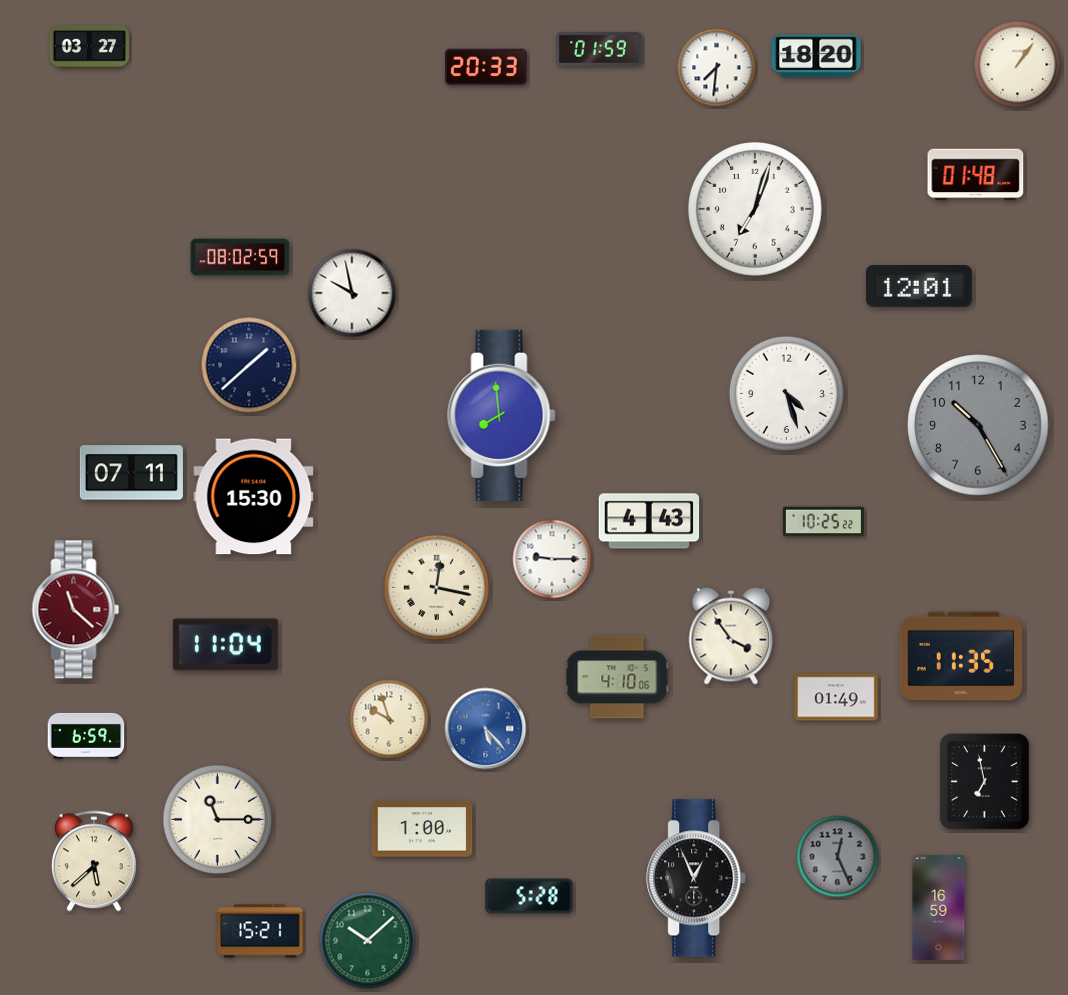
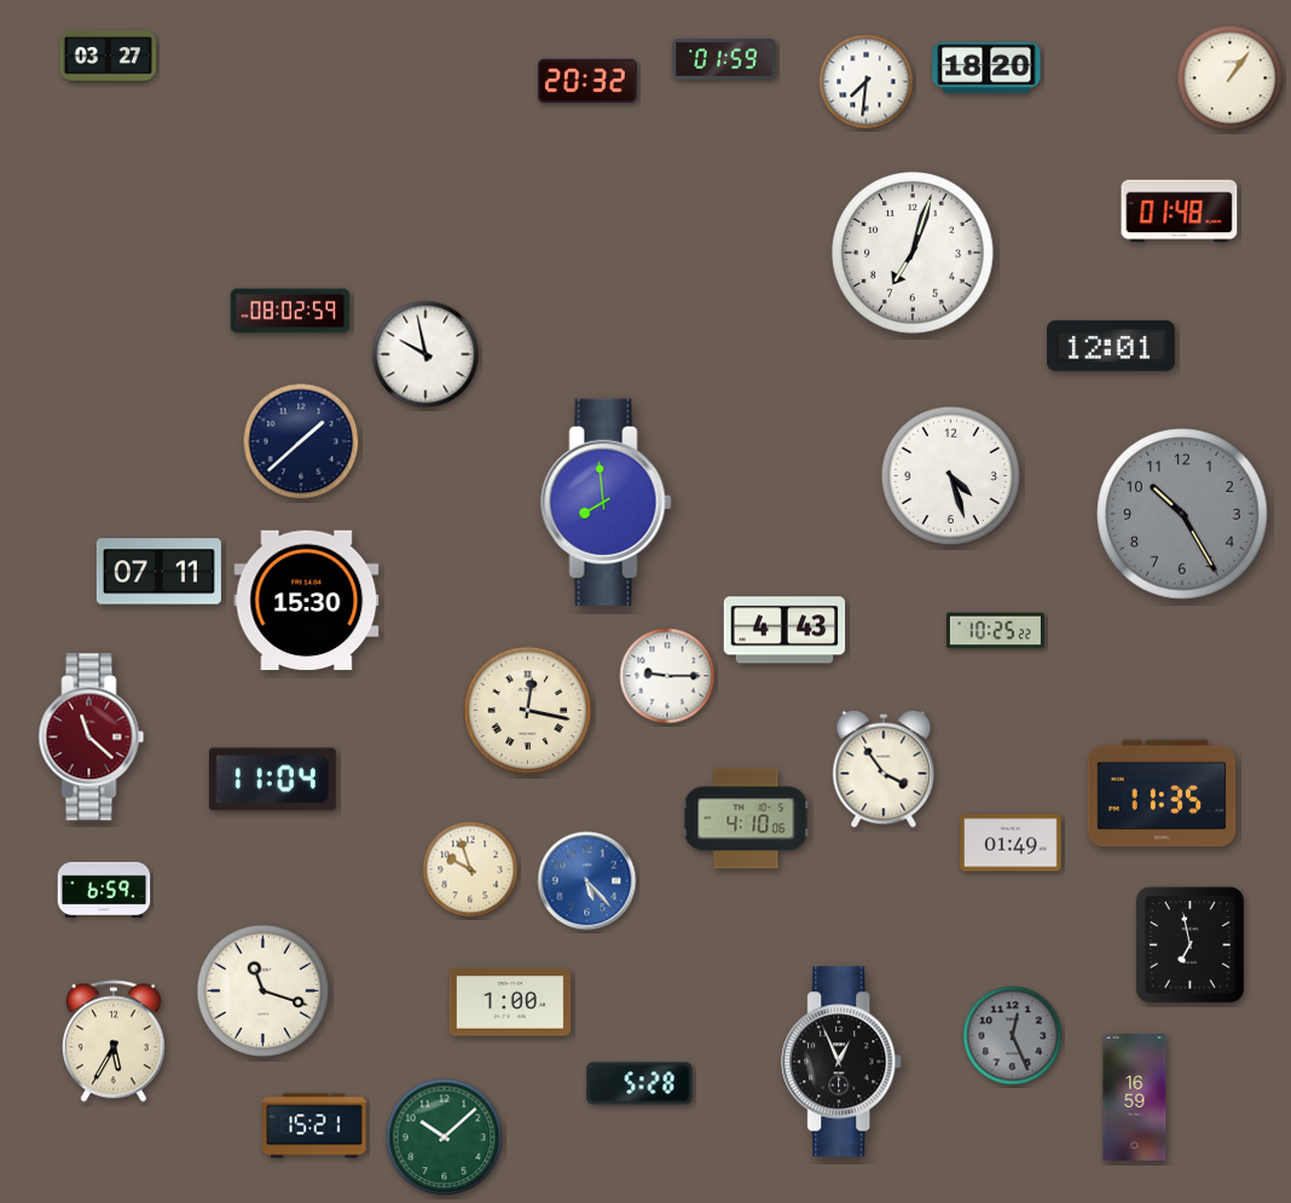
clock at (486, 67): 20:33 -> 20:32
clock at (218, 820): 11:15 -> 11:18
clock at (94, 861): 5:38 -> 5:35
